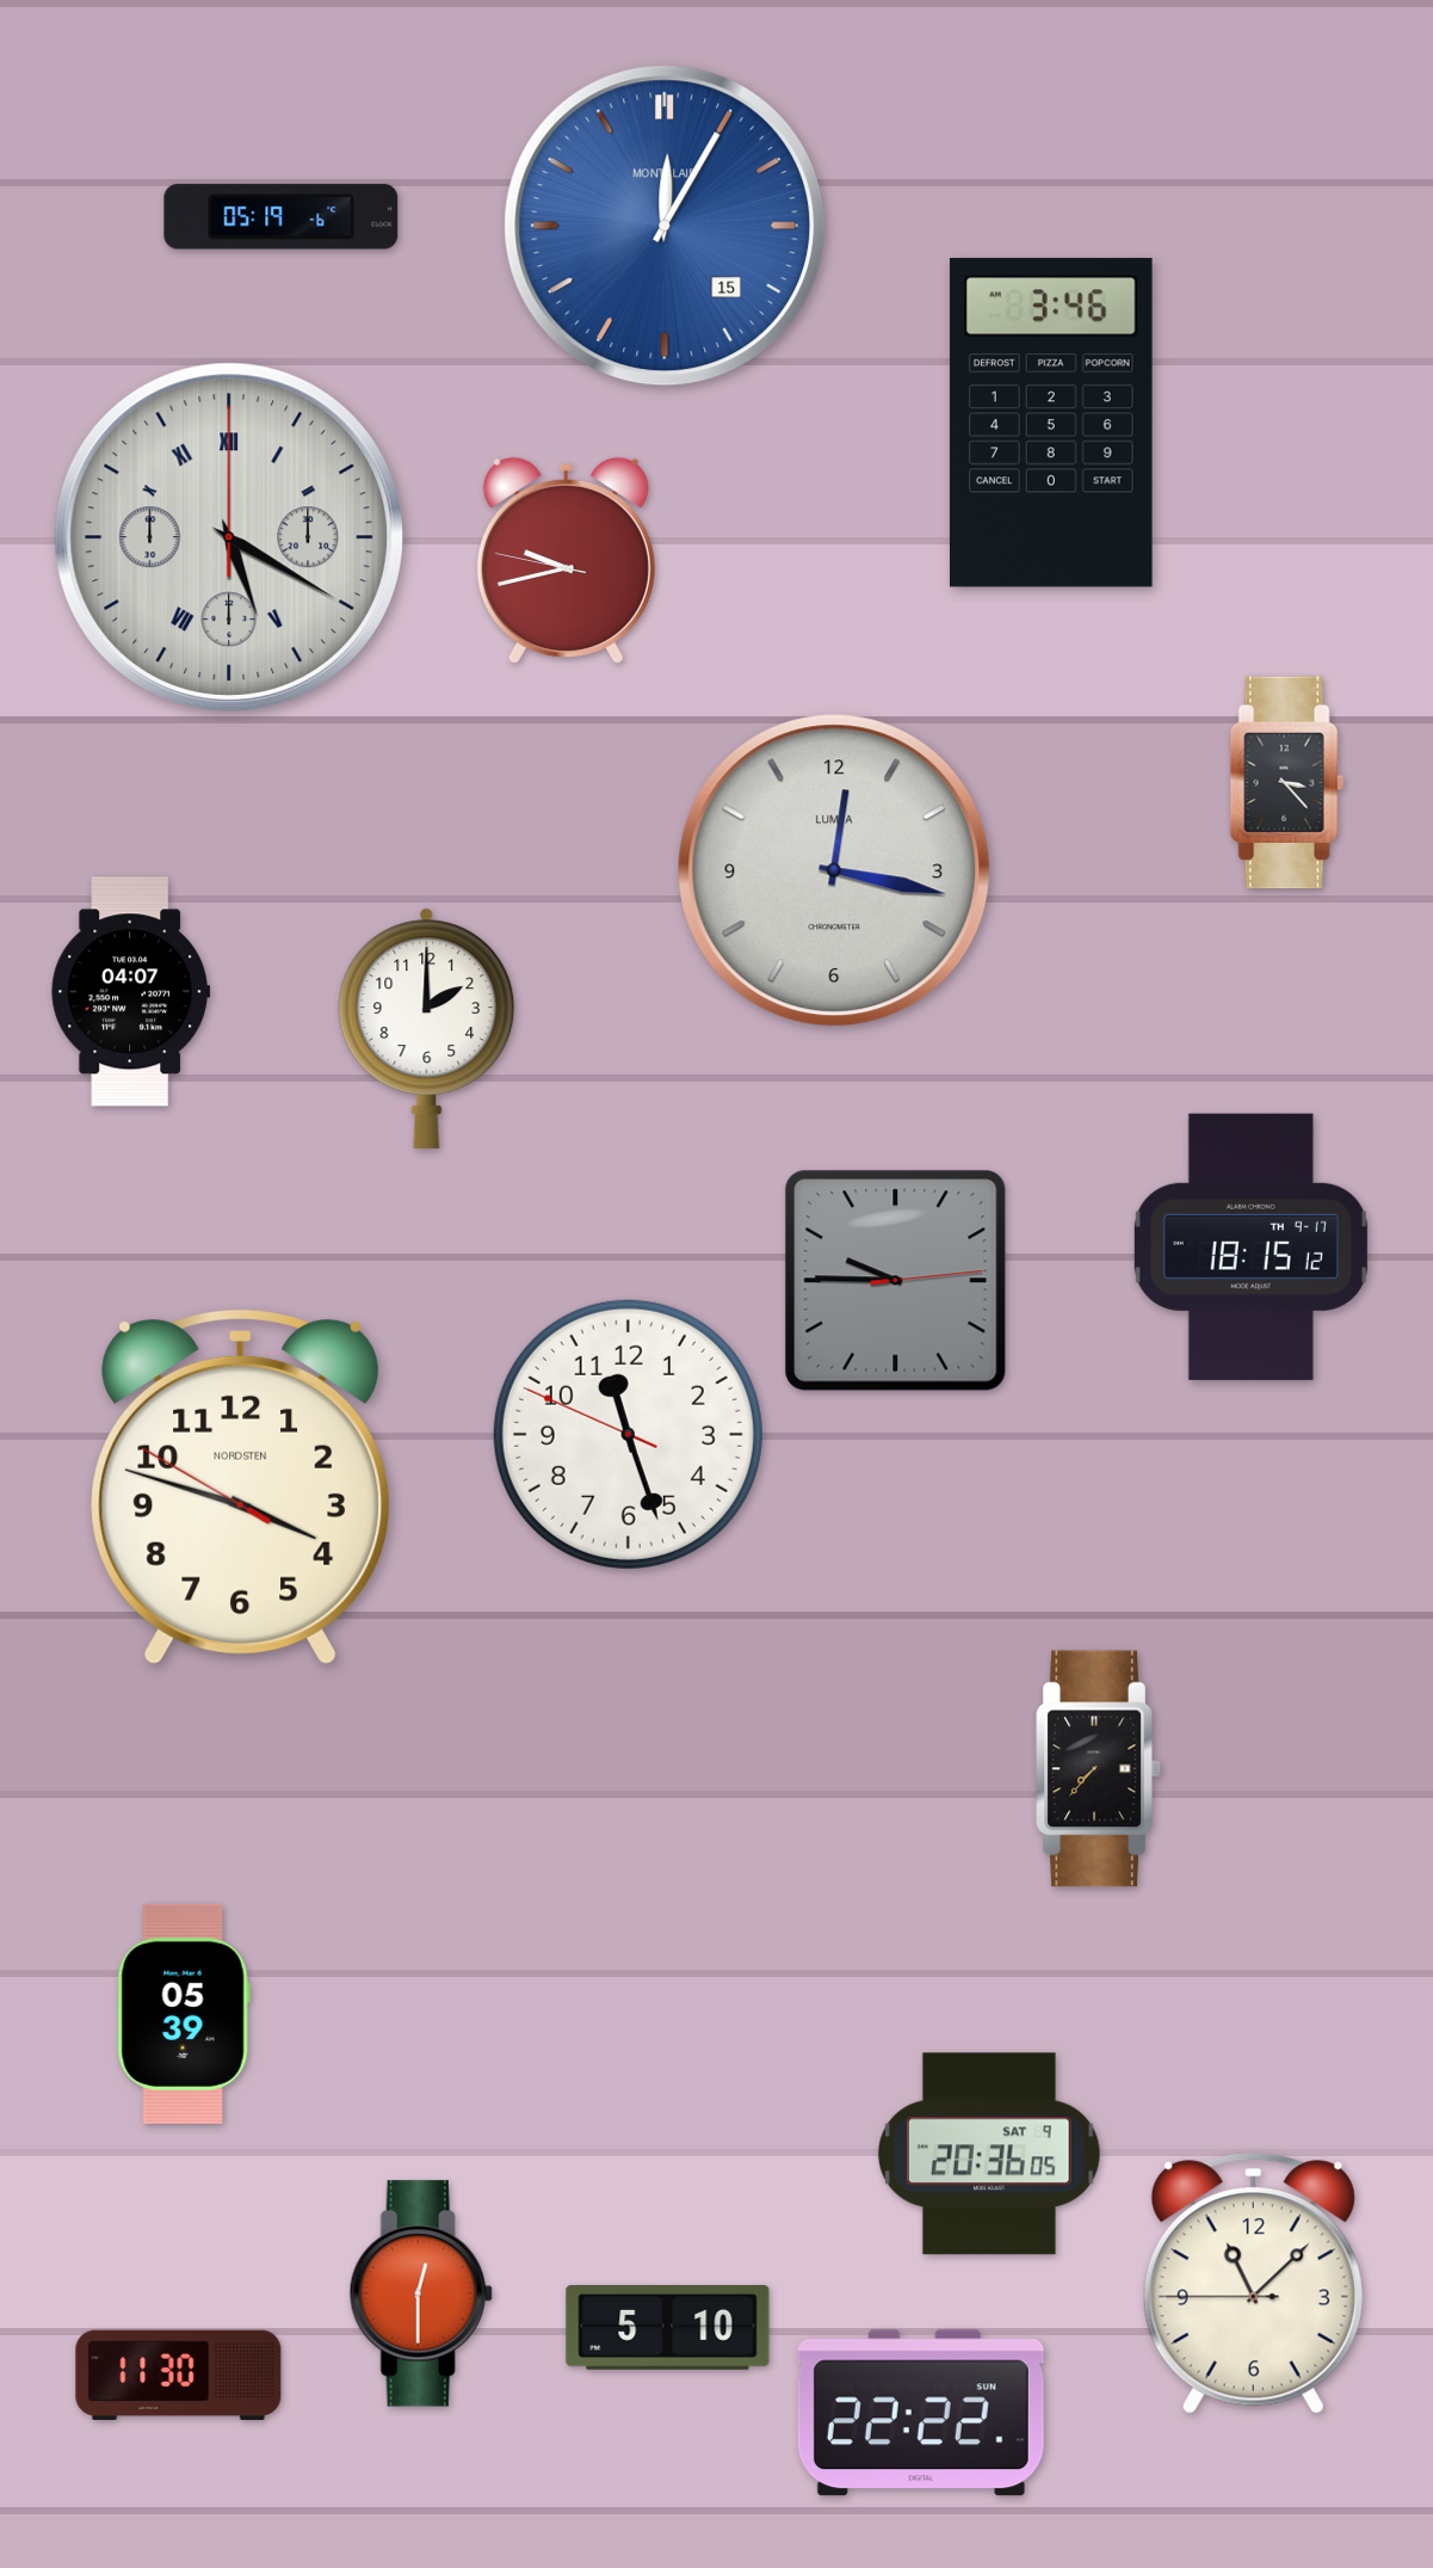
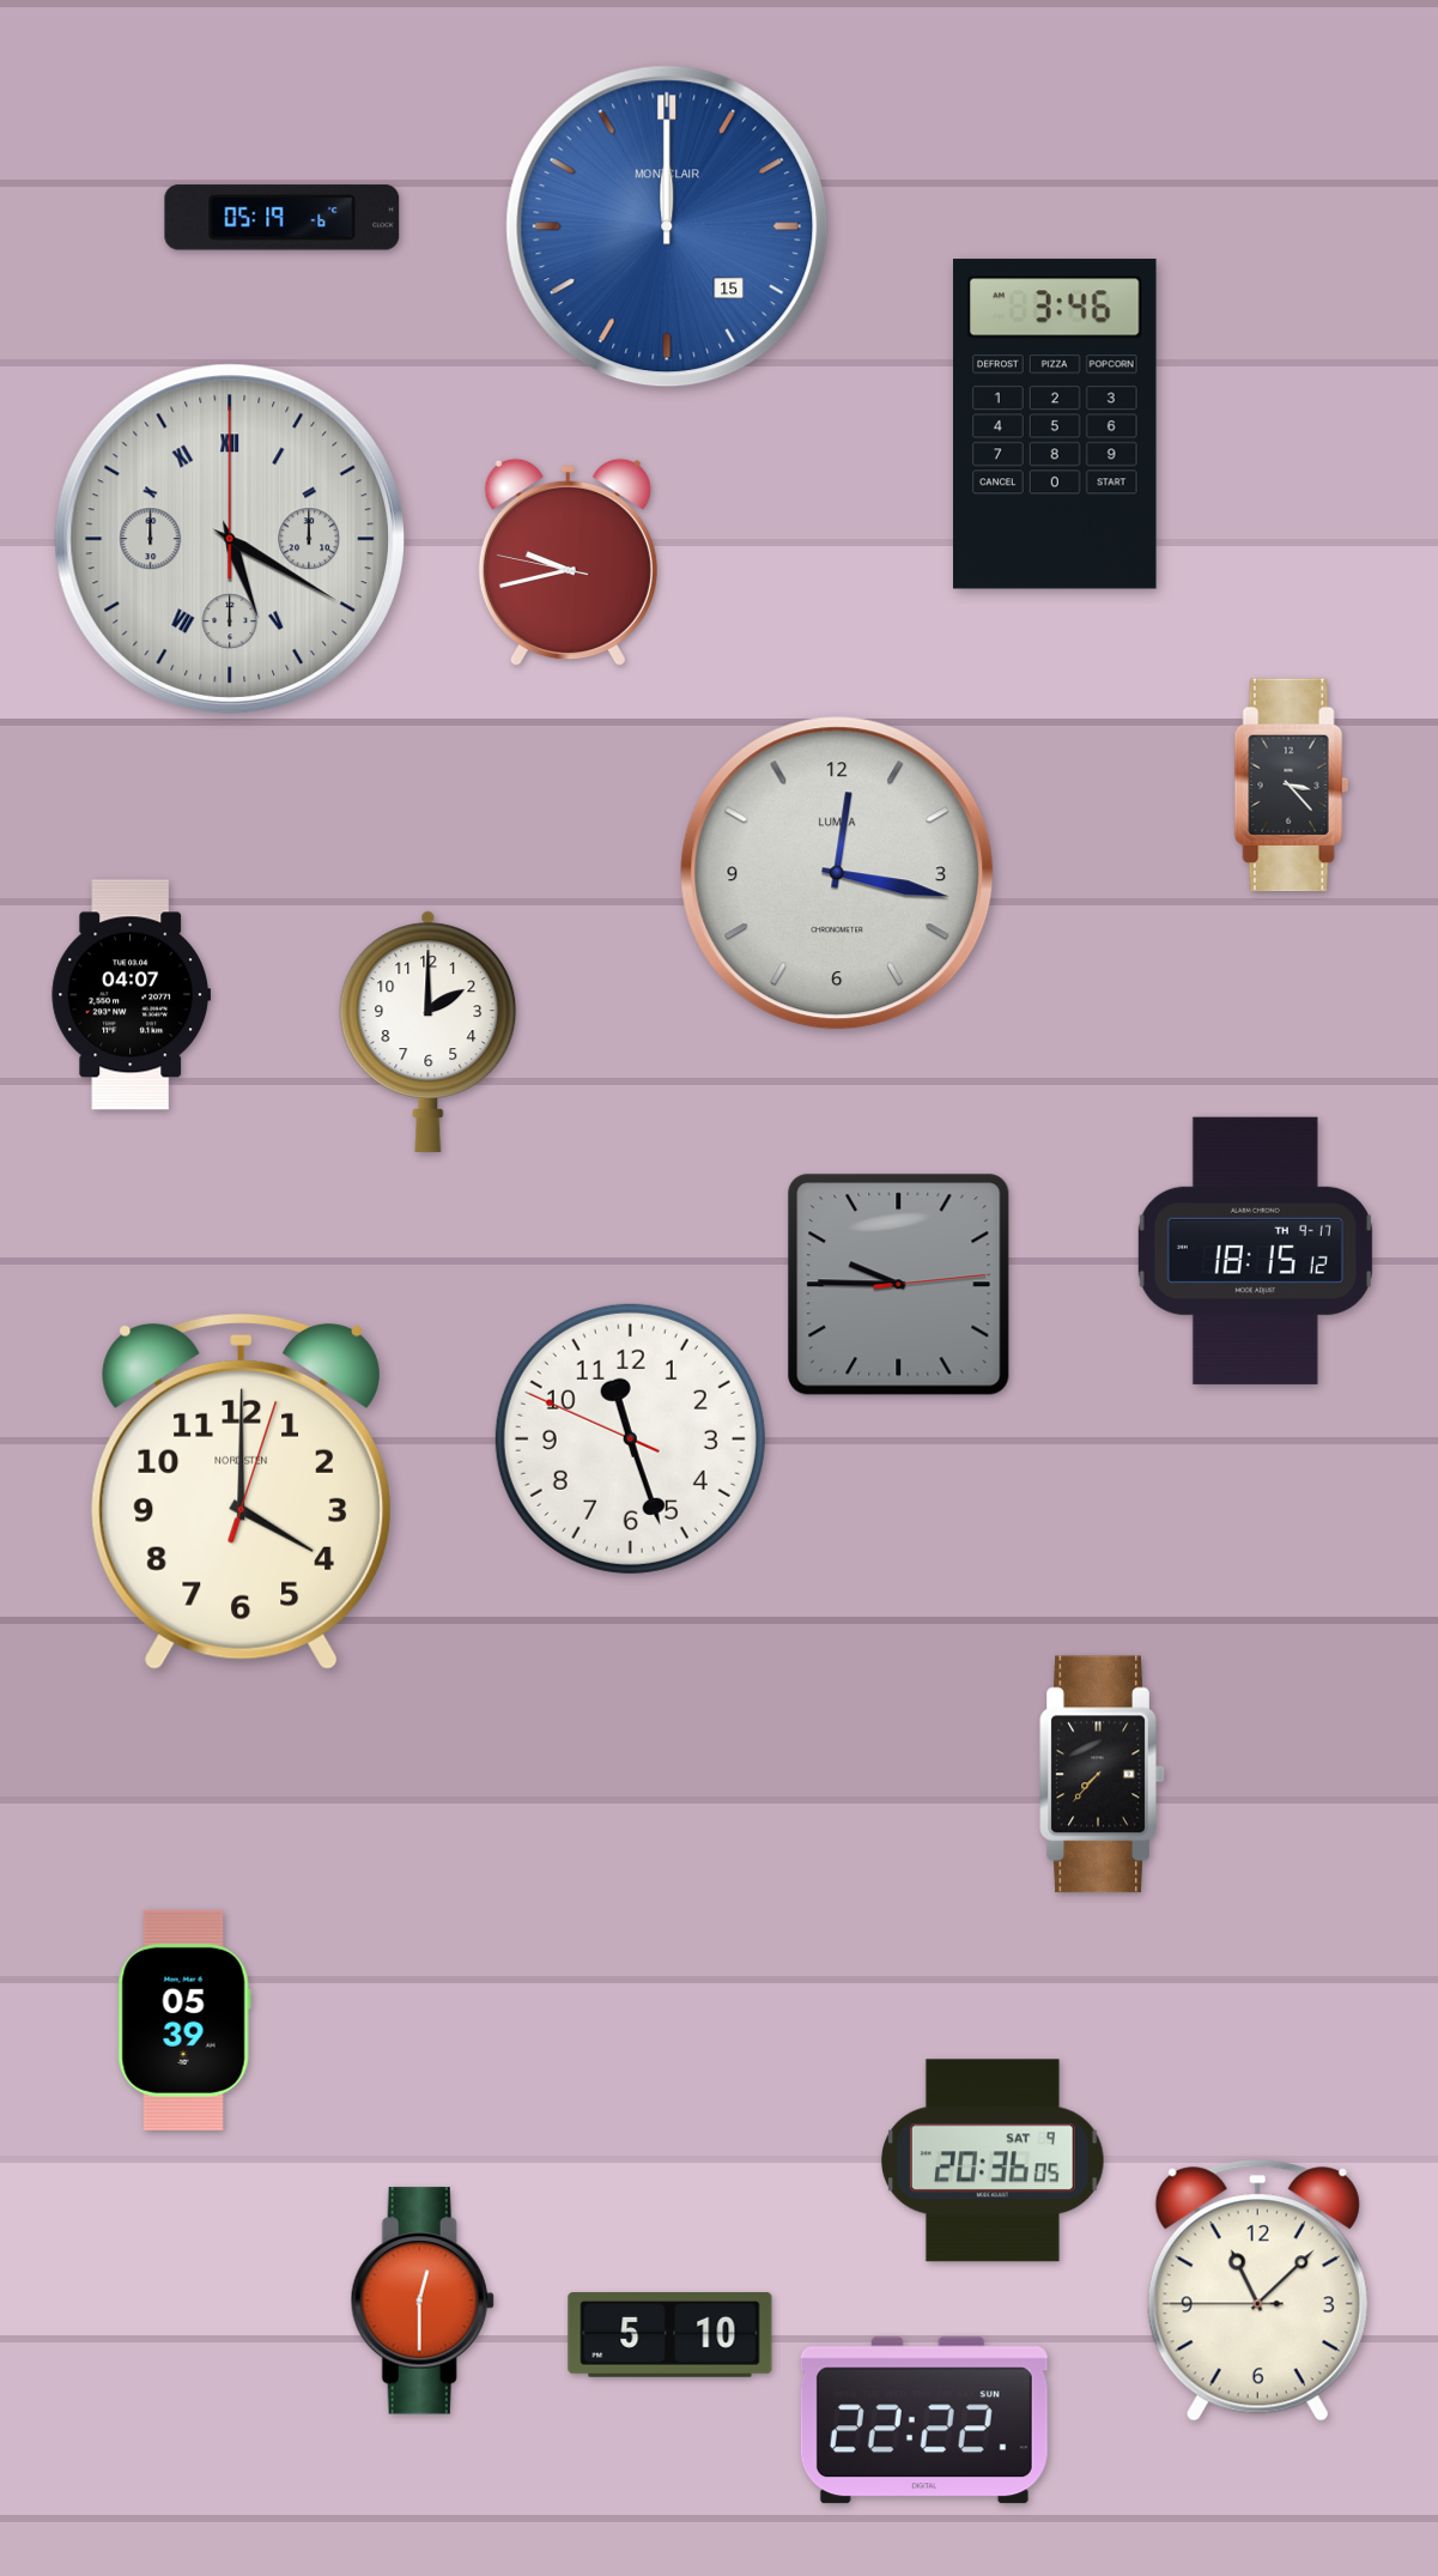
clock at (665, 226): 12:05 -> 12:00
clock at (240, 1486): 3:47 -> 4:00
clock at (179, 2375): 11:30 -> none
